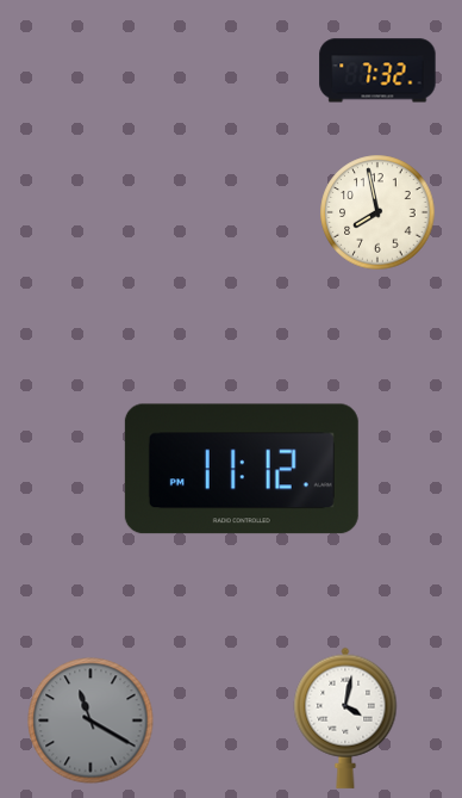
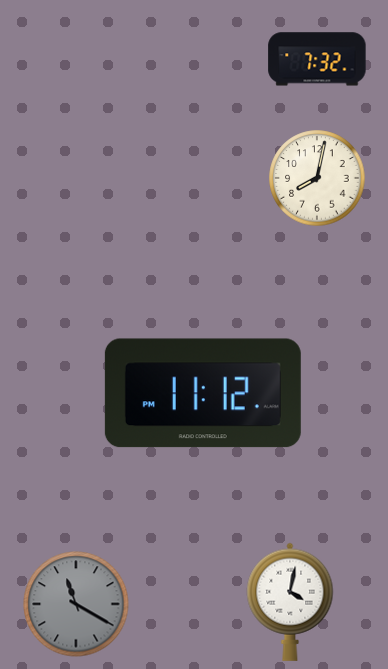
clock at (377, 212): 7:58 -> 8:02
